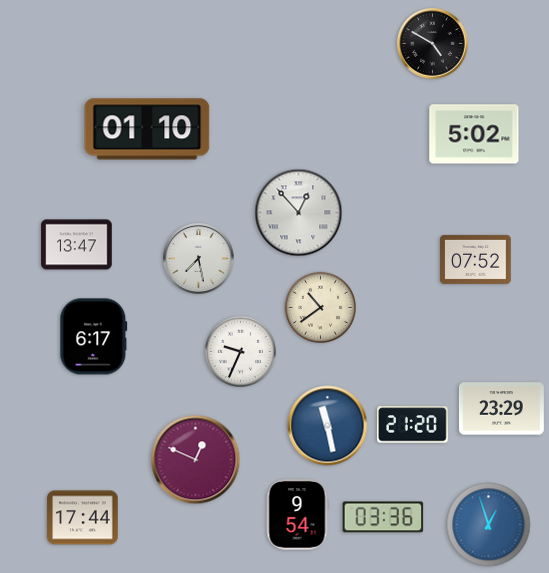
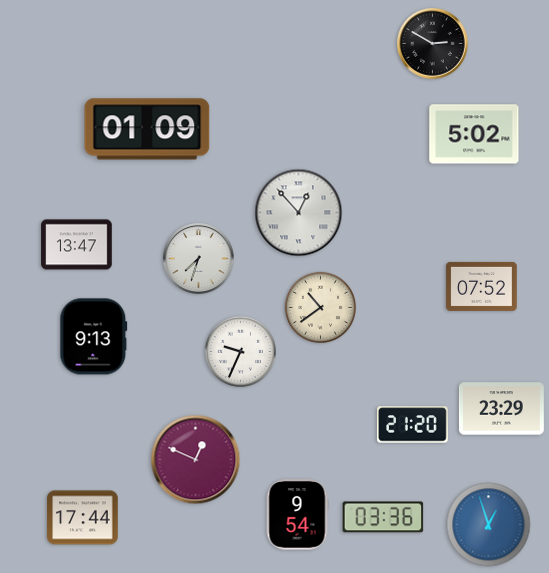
clock at (433, 44): 4:50 -> 2:50
clock at (147, 129): 01:10 -> 01:09
clock at (199, 259): 7:28 -> 7:33
clock at (476, 259) position: (476, 259) -> (482, 286)
clock at (94, 337): 6:17 -> 9:13
clock at (328, 426): 11:28 -> none
